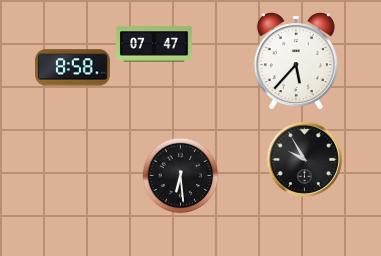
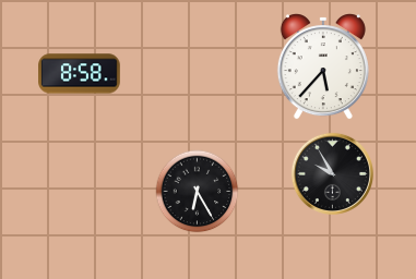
clock at (154, 44): 07:47 -> none
clock at (181, 176): 6:29 -> 6:25
